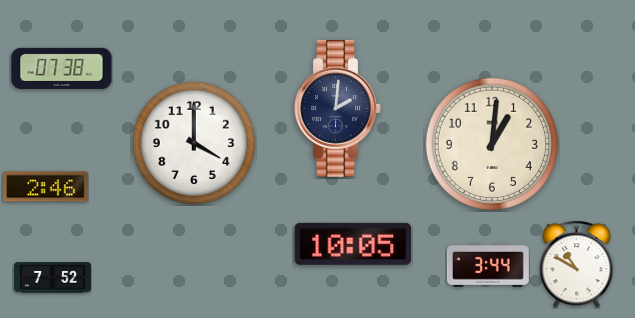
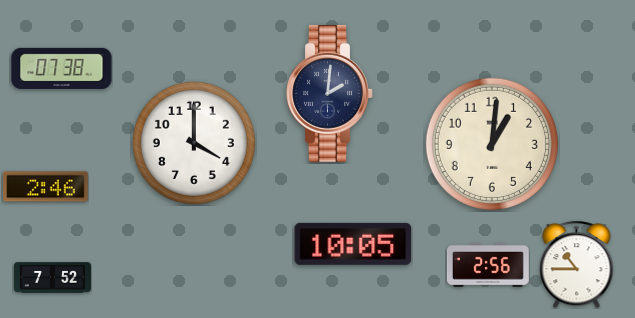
clock at (338, 108) position: (338, 108) -> (330, 93)
clock at (577, 264): 10:50 -> 10:45
clock at (488, 265): 3:44 -> 2:56
